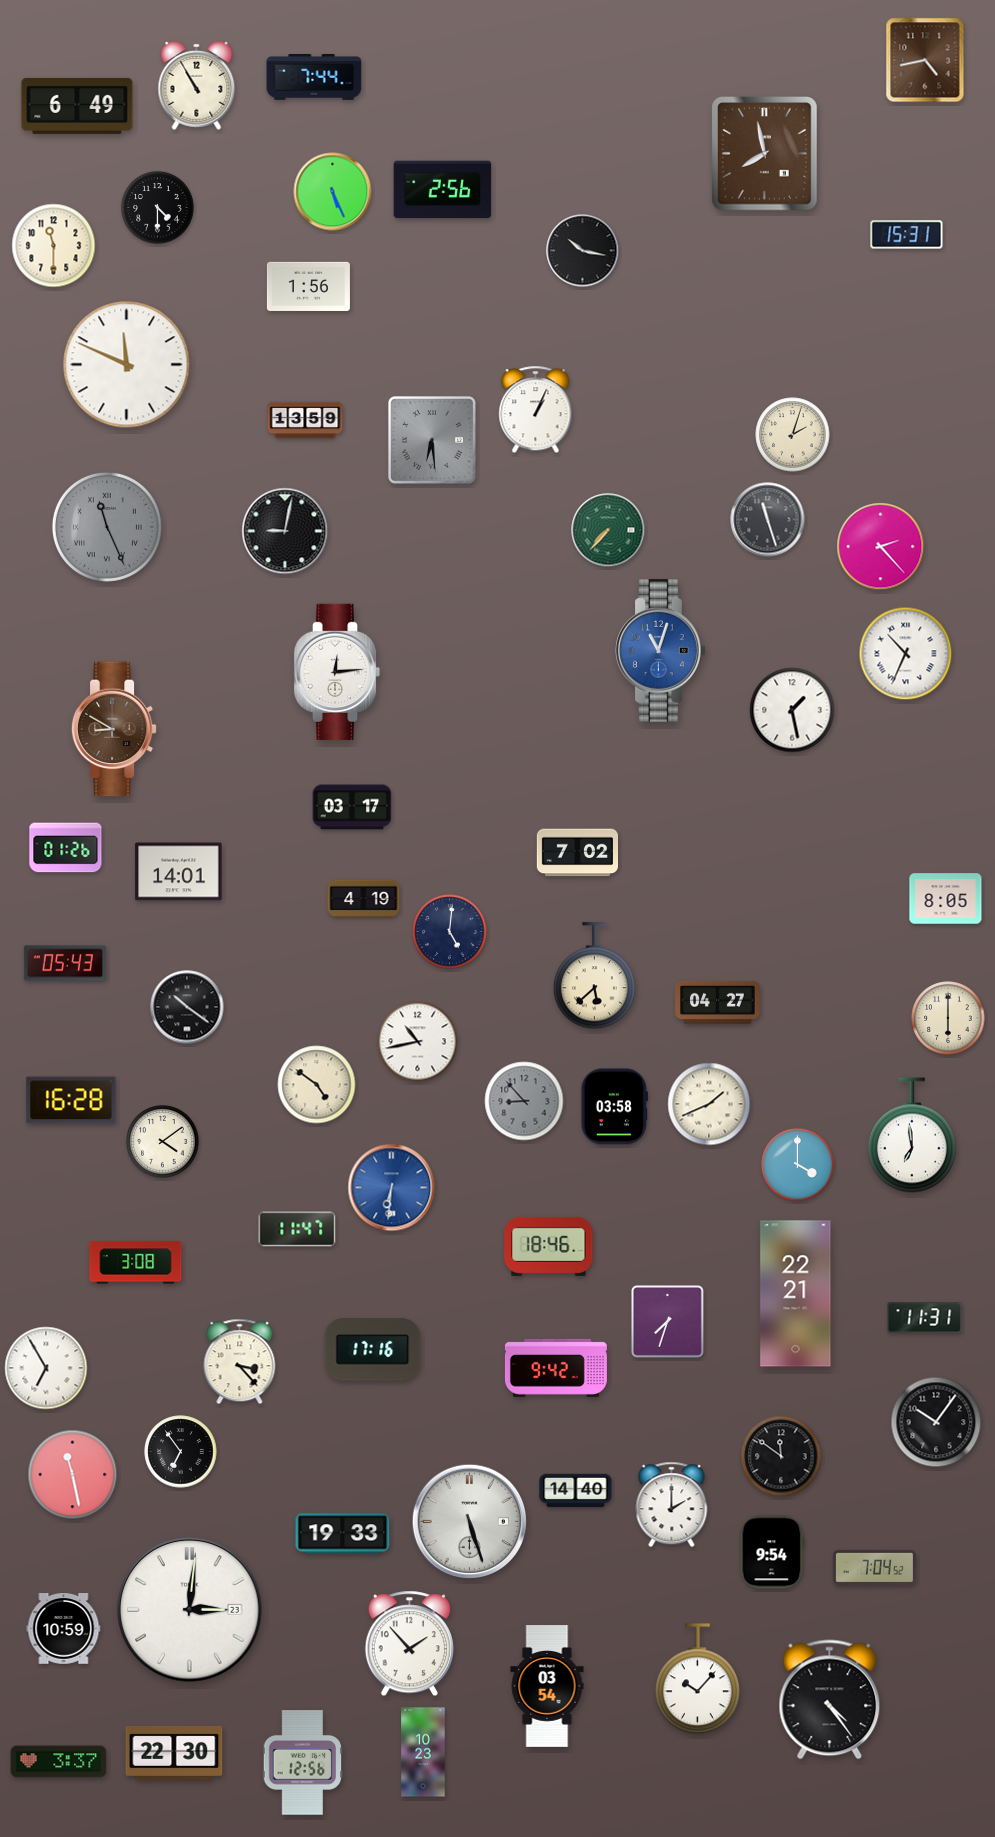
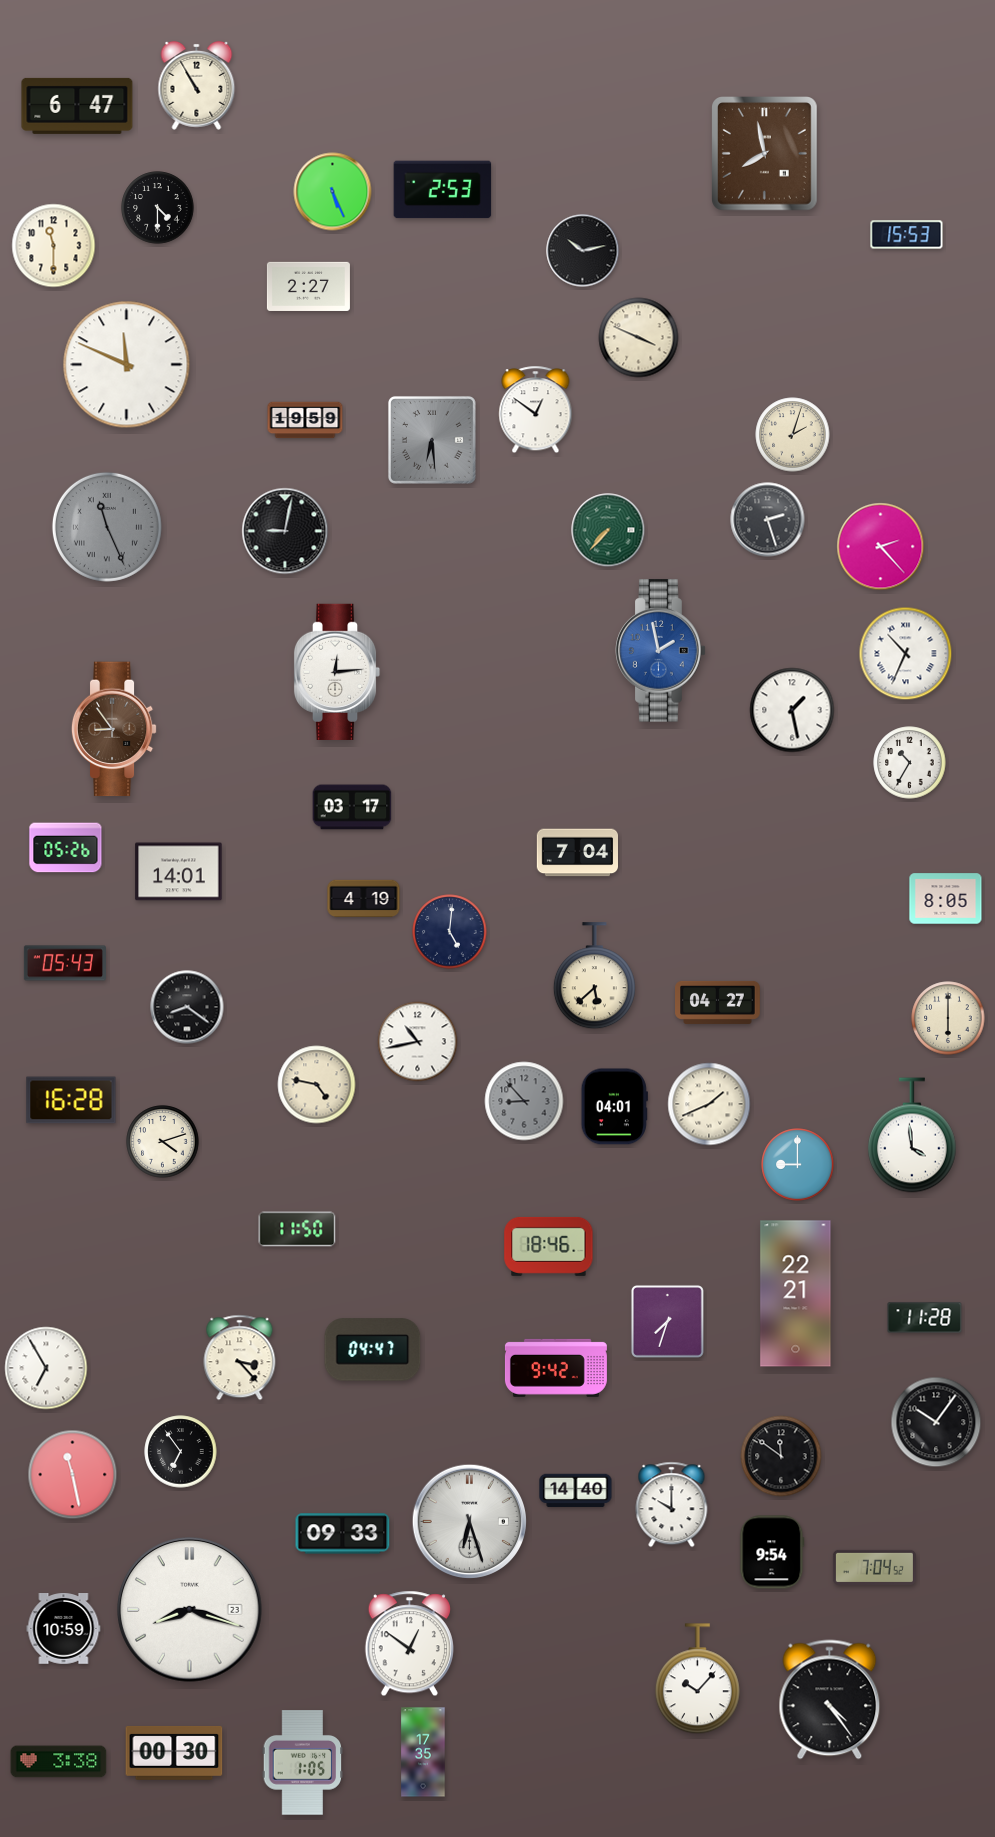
clock at (925, 60): 4:43 -> none
clock at (314, 78): 7:44 -> none
clock at (77, 106): 6:49 -> 6:47
clock at (443, 190): 2:56 -> 2:53
clock at (907, 235): 15:31 -> 15:53
clock at (583, 251): 10:17 -> 10:13
clock at (308, 286): 1:56 -> 2:27
clock at (639, 338): none -> 3:49
clock at (536, 410): 1:04 -> 12:51
clock at (305, 420): 13:59 -> 19:59
clock at (768, 520): 11:27 -> 2:27
clock at (661, 651): 11:03 -> 1:58
clock at (114, 729): 8:50 -> 8:54
clock at (910, 763): none -> 10:35
clock at (66, 848): 01:26 -> 05:26
clock at (577, 853): 7:02 -> 7:04
clock at (187, 1007): 10:21 -> 8:21
clock at (317, 1085): 4:51 -> 4:47
clock at (614, 1107): 03:58 -> 04:01
clock at (913, 1135): 6:59 -> 3:59
clock at (163, 1142): 4:09 -> 4:12
clock at (798, 1165): 4:00 -> 9:00
clock at (392, 1188): 6:31 -> none
clock at (297, 1229): 11:47 -> 11:50
clock at (136, 1263): 3:08 -> none
clock at (925, 1318): 11:31 -> 11:28
clock at (373, 1350): 17:16 -> 04:47
clock at (240, 1362) position: (240, 1362) -> (240, 1358)
clock at (672, 1505): 2:00 -> 10:00
clock at (470, 1522): 5:27 -> 6:27
clock at (343, 1534): 19:33 -> 09:33
clock at (190, 1610): 3:01 -> 8:18
clock at (409, 1644): 1:53 -> 12:51
clock at (547, 1686): 03:54 -> none
clock at (423, 1752): 10:23 -> 17:35
clock at (174, 1753): 22:30 -> 00:30
clock at (59, 1762): 3:37 -> 3:38
clock at (303, 1763): 12:56 -> 1:05
